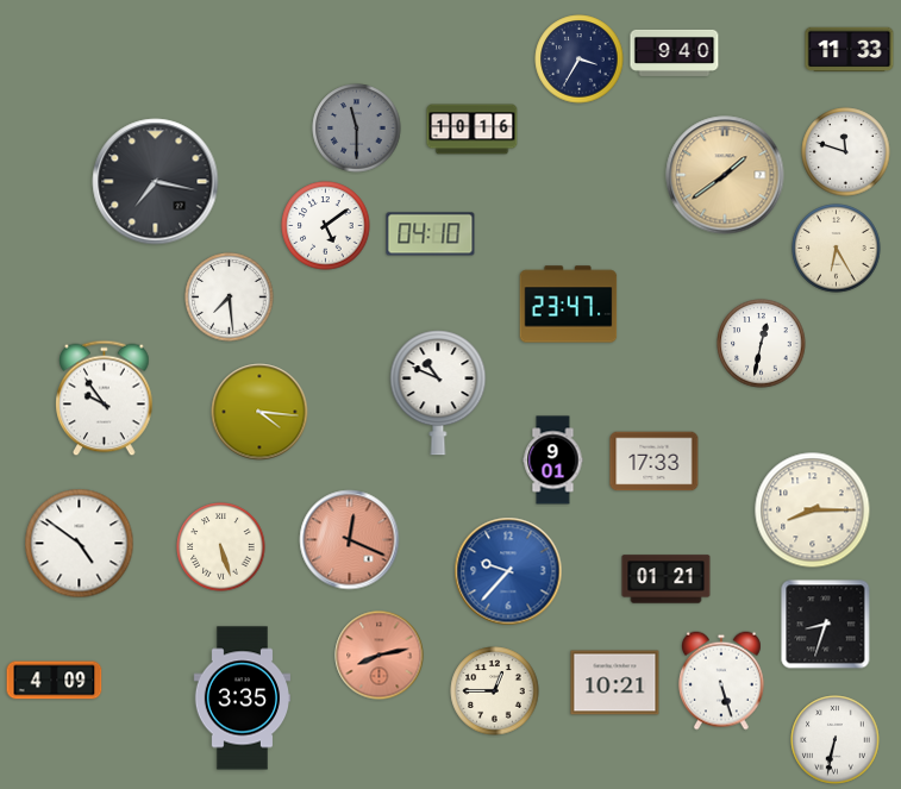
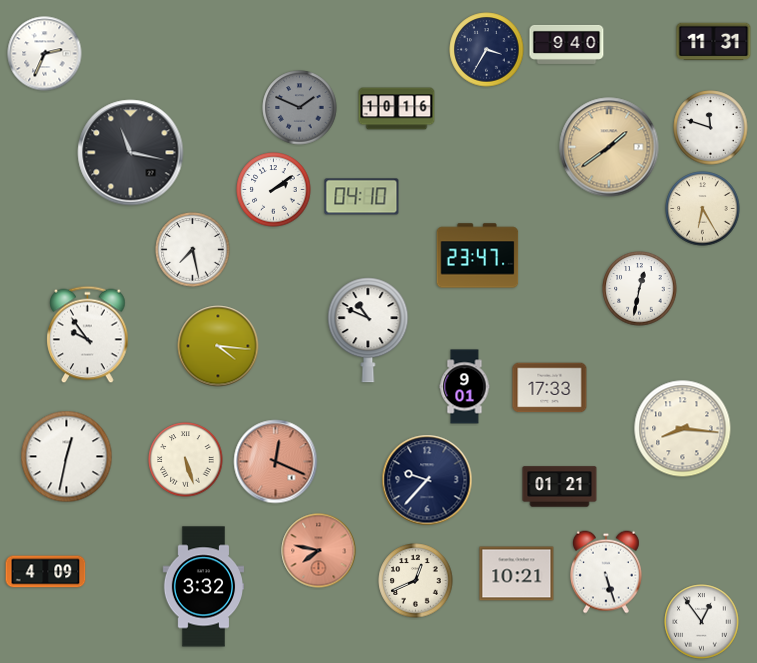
clock at (850, 50): 11:33 -> 11:31
clock at (45, 54): none -> 2:34
clock at (357, 129): 11:30 -> 1:49
clock at (156, 182): 7:17 -> 11:17
clock at (326, 226): 5:09 -> 2:09
clock at (230, 298): 7:29 -> 7:28
clock at (813, 511): 8:15 -> 8:16
clock at (350, 540) position: (350, 540) -> (276, 462)
clock at (80, 544): 4:51 -> 12:32
clock at (508, 571) dial: blue -> navy
clock at (826, 625): 8:33 -> none
clock at (380, 656): 8:13 -> 7:47
clock at (495, 691): 12:45 -> 12:41
clock at (242, 699): 3:35 -> 3:32
clock at (836, 740): 6:32 -> 12:54
